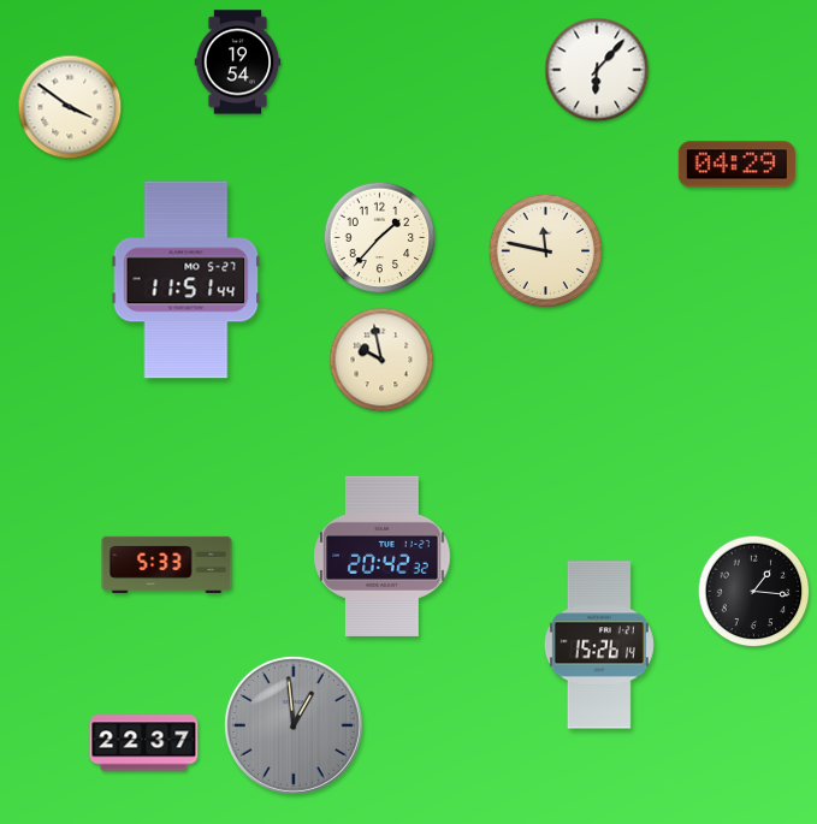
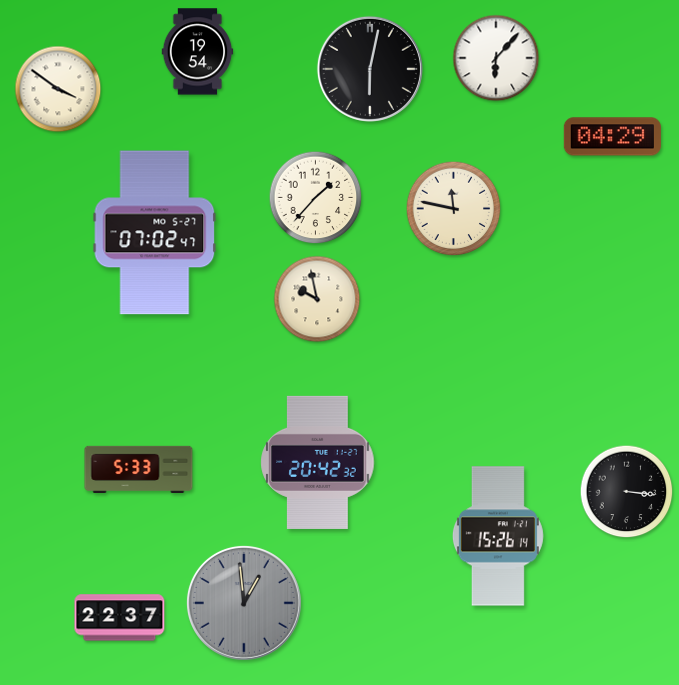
clock at (370, 69): none -> 6:02
clock at (187, 280): 11:51 -> 07:02
clock at (754, 592): 1:16 -> 3:16
